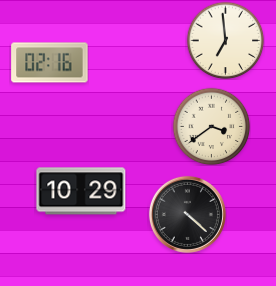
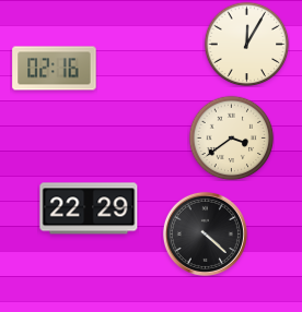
clock at (225, 40): 6:59 -> 12:05
clock at (81, 191): 10:29 -> 22:29
